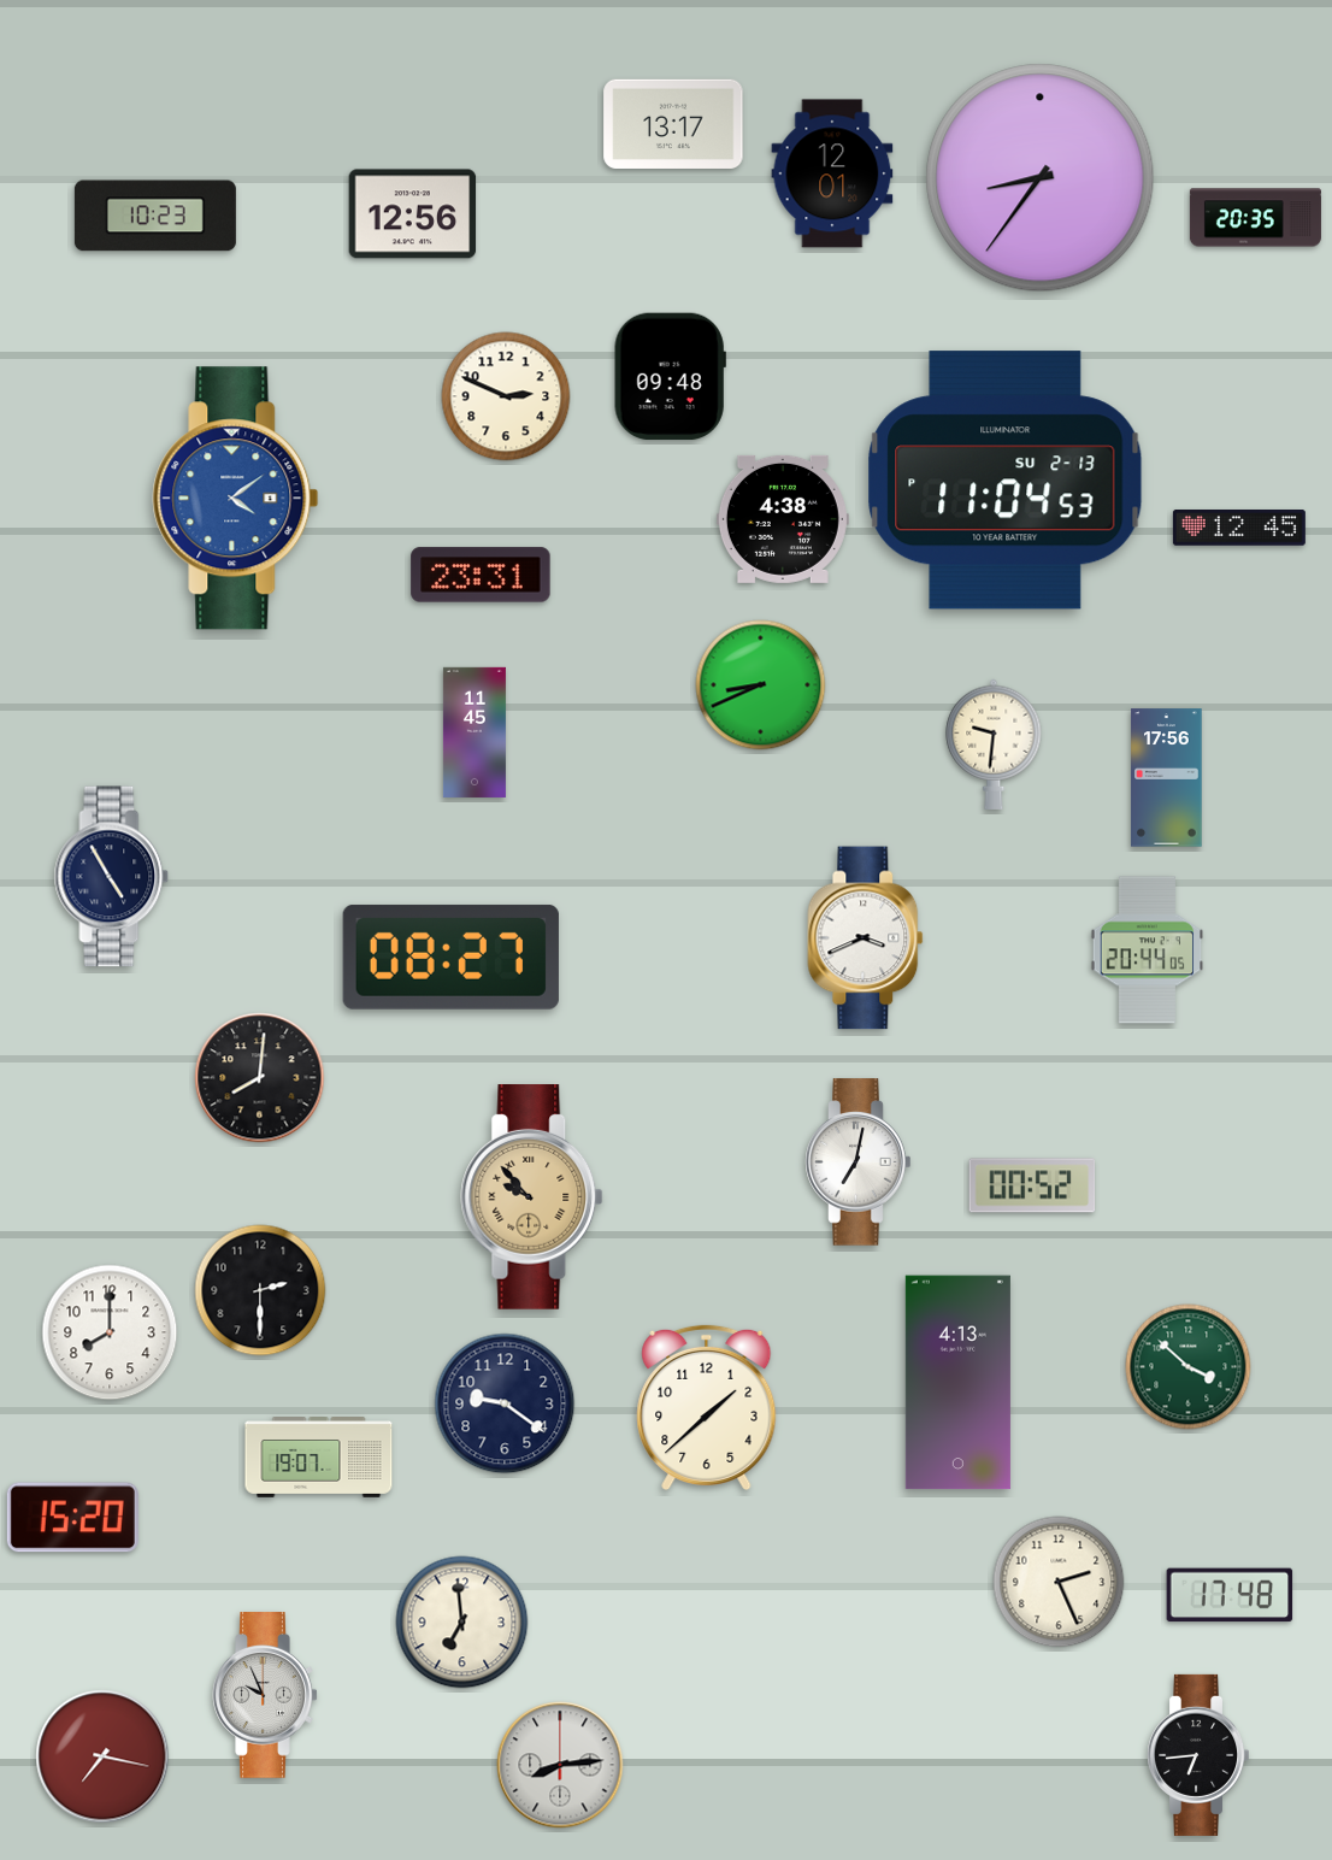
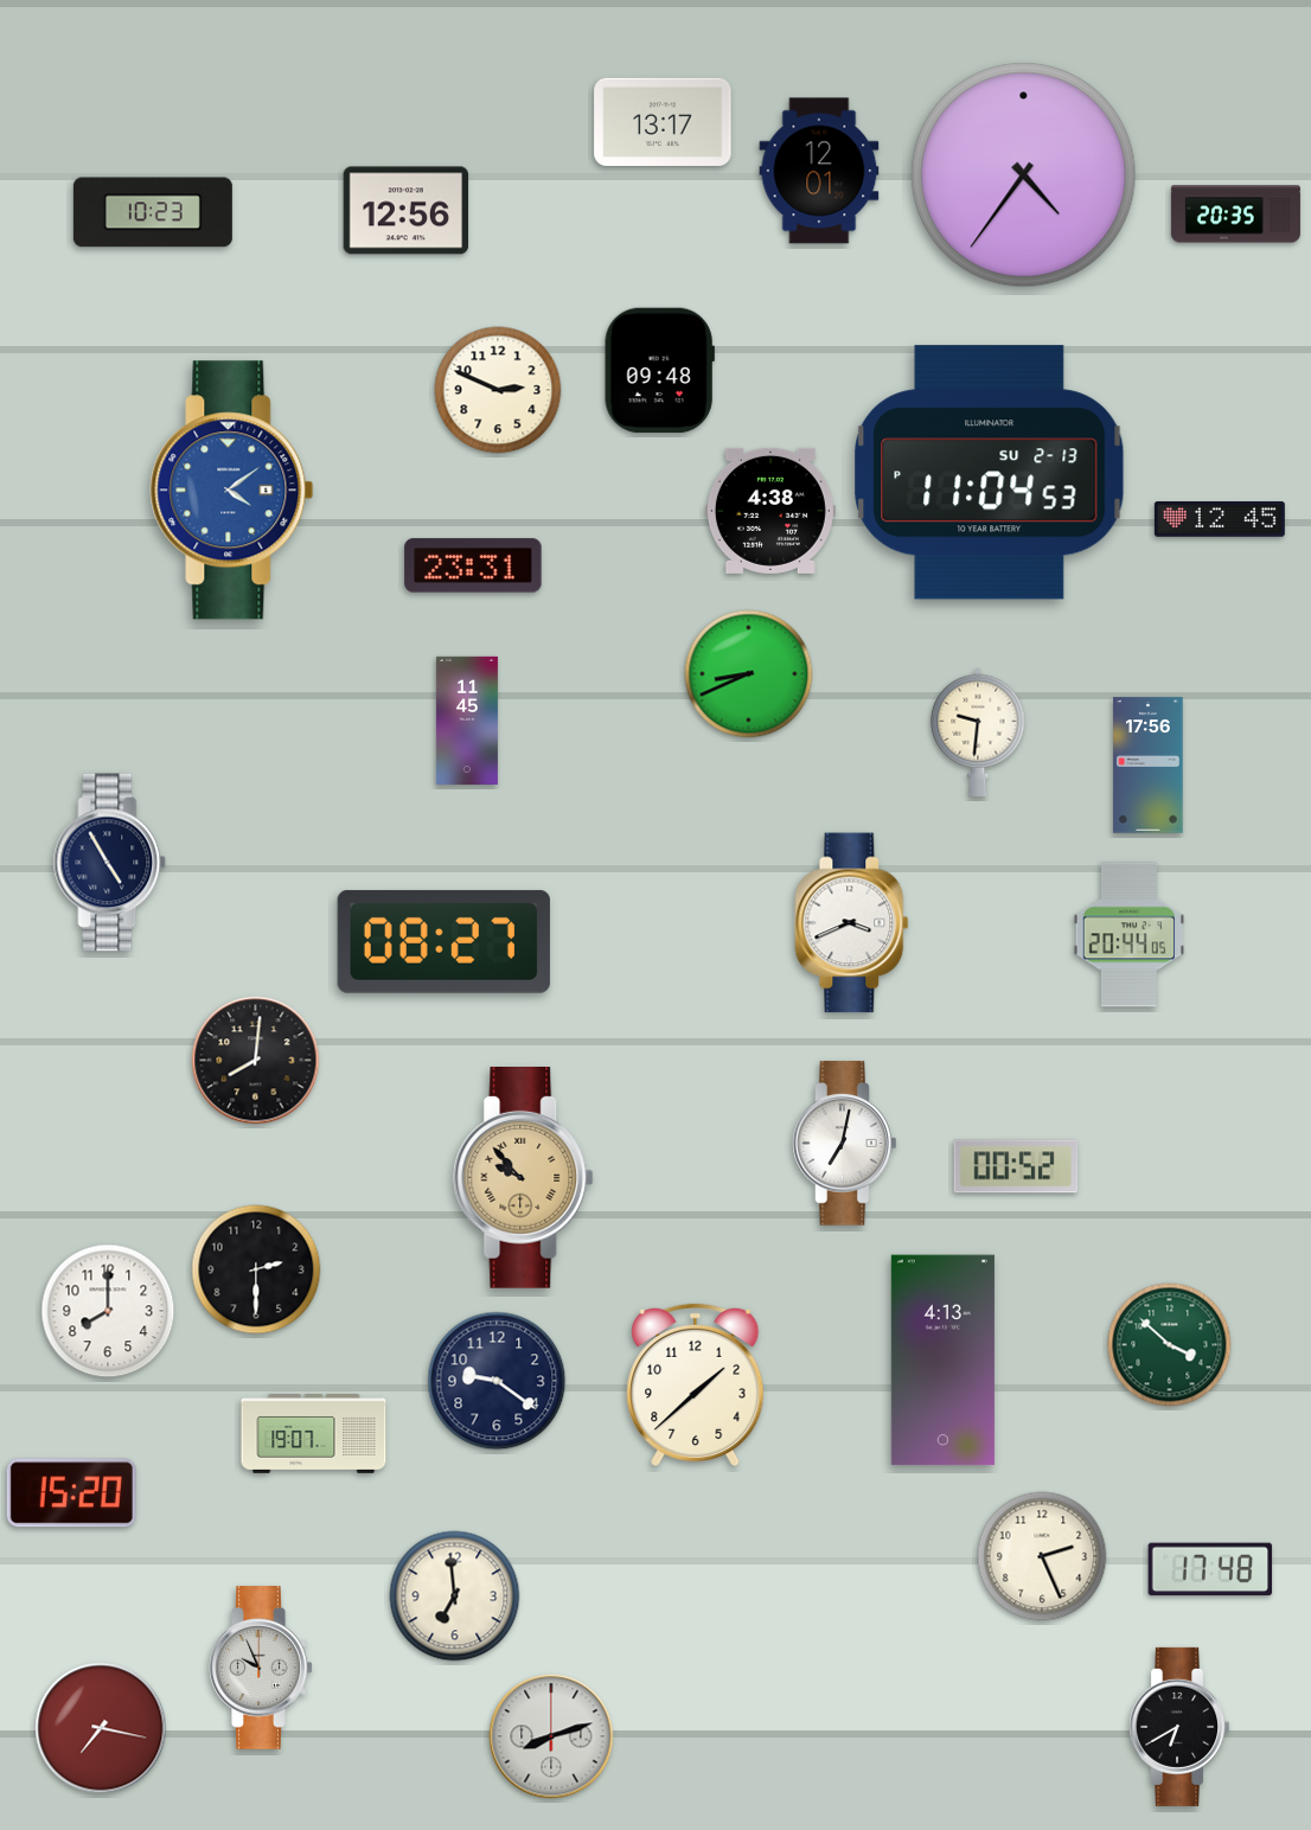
clock at (1041, 178): 8:36 -> 4:36
clock at (1198, 1755): 6:44 -> 6:40
clock at (560, 1765): 8:14 -> 8:12
